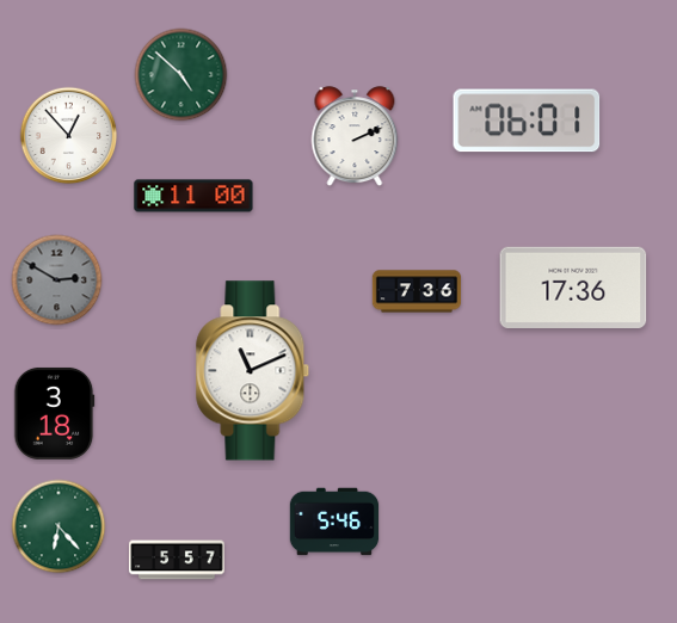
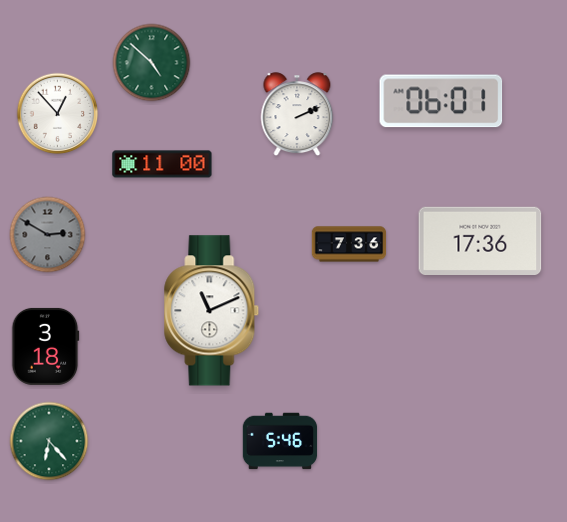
clock at (334, 522) position: (334, 522) -> (280, 441)
clock at (177, 560): 5:57 -> none
